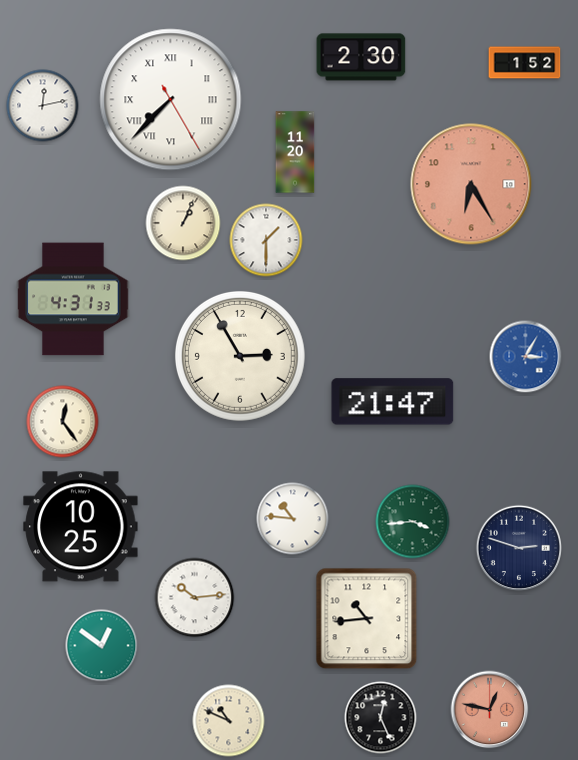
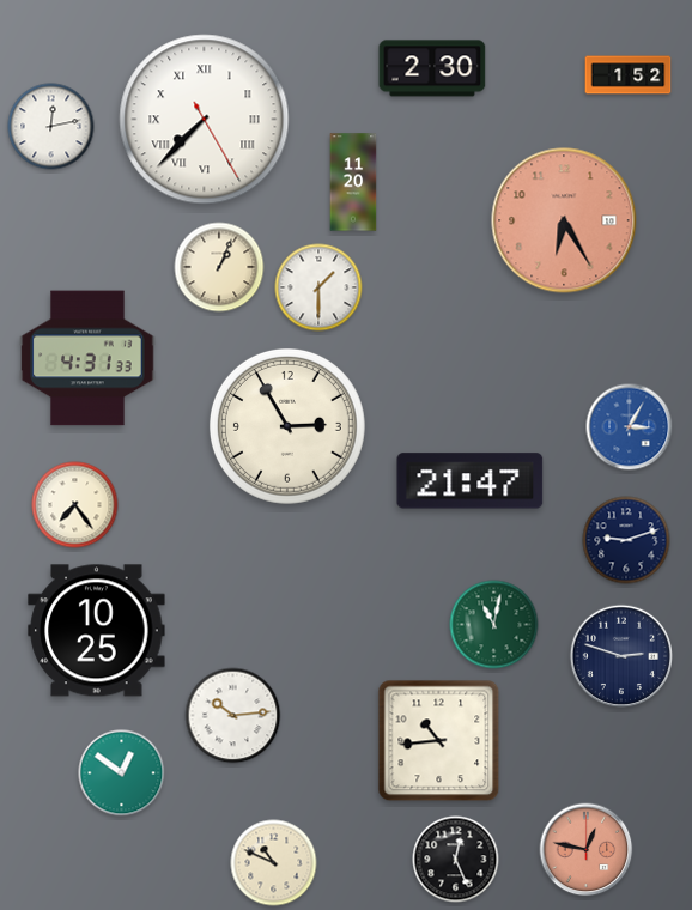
clock at (63, 422): 12:24 -> 7:24
clock at (626, 540): none -> 9:12
clock at (293, 519): 10:46 -> none
clock at (413, 522): 3:44 -> 11:02
